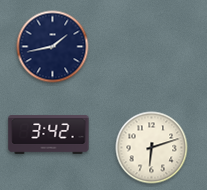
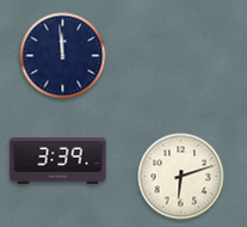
clock at (53, 47): 1:43 -> 11:59
clock at (49, 135): 3:42 -> 3:39
